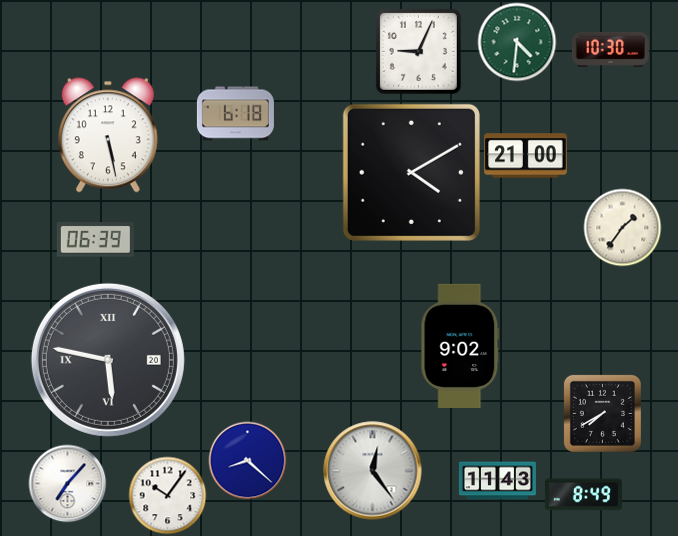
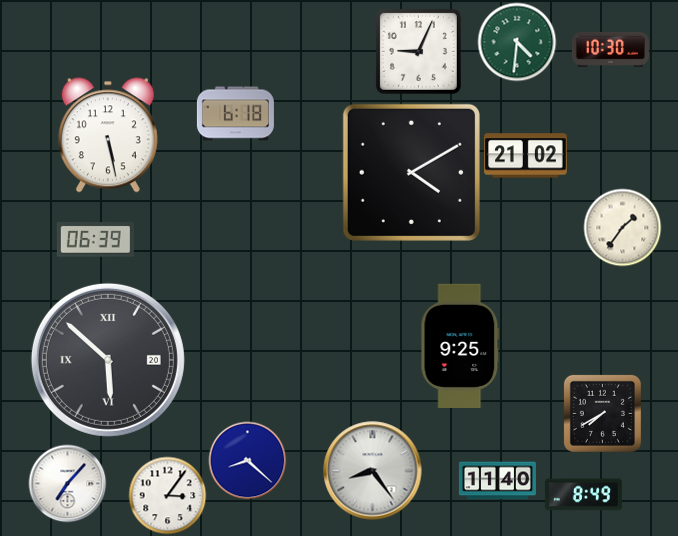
clock at (526, 156): 21:00 -> 21:02
clock at (460, 346): 9:02 -> 9:25
clock at (108, 360): 5:47 -> 5:52
clock at (373, 471): 12:24 -> 8:24
clock at (497, 481): 11:43 -> 11:40
clock at (167, 495): 10:06 -> 3:06
